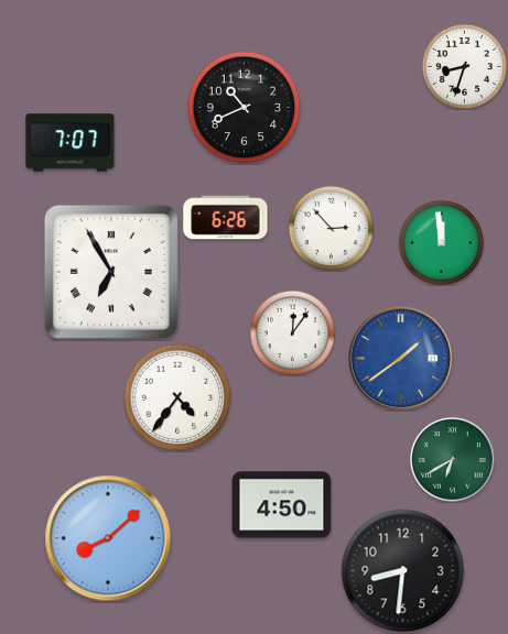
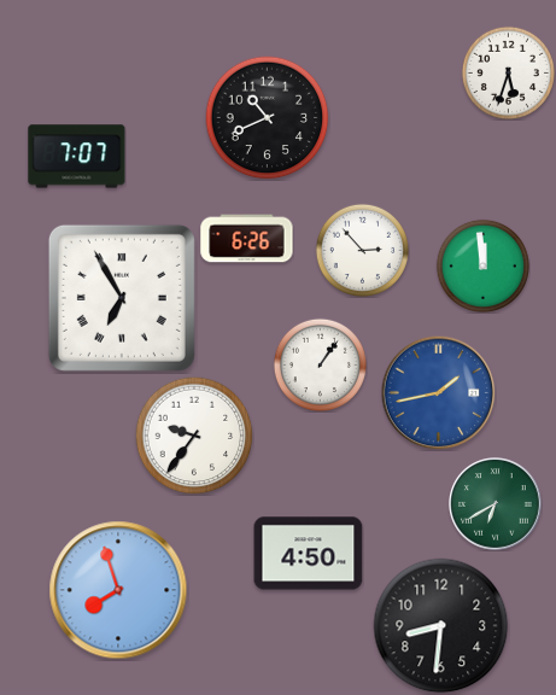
clock at (464, 66): 8:33 -> 5:33
clock at (292, 332): 12:06 -> 1:06
clock at (400, 358): 1:39 -> 1:43
clock at (177, 397): 4:36 -> 9:36
clock at (108, 538): 8:08 -> 7:57
